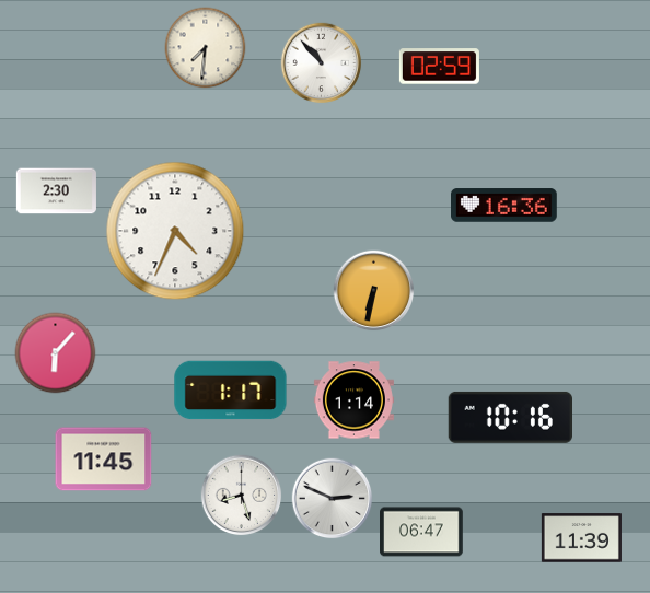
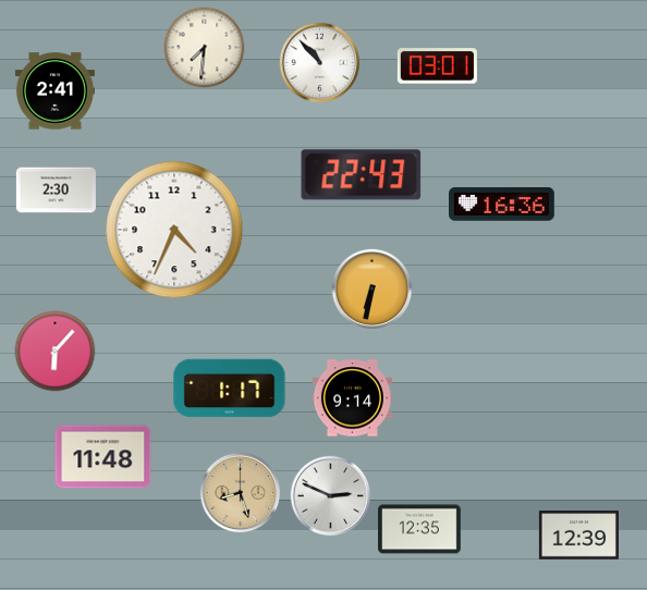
clock at (439, 67): 02:59 -> 03:01
clock at (54, 91): none -> 2:41
clock at (362, 175): none -> 22:43
clock at (353, 400): 1:14 -> 9:14
clock at (510, 417): 10:16 -> none
clock at (104, 460): 11:45 -> 11:48
clock at (242, 496) dial: white -> champagne
clock at (422, 532): 06:47 -> 12:35
clock at (581, 538): 11:39 -> 12:39
